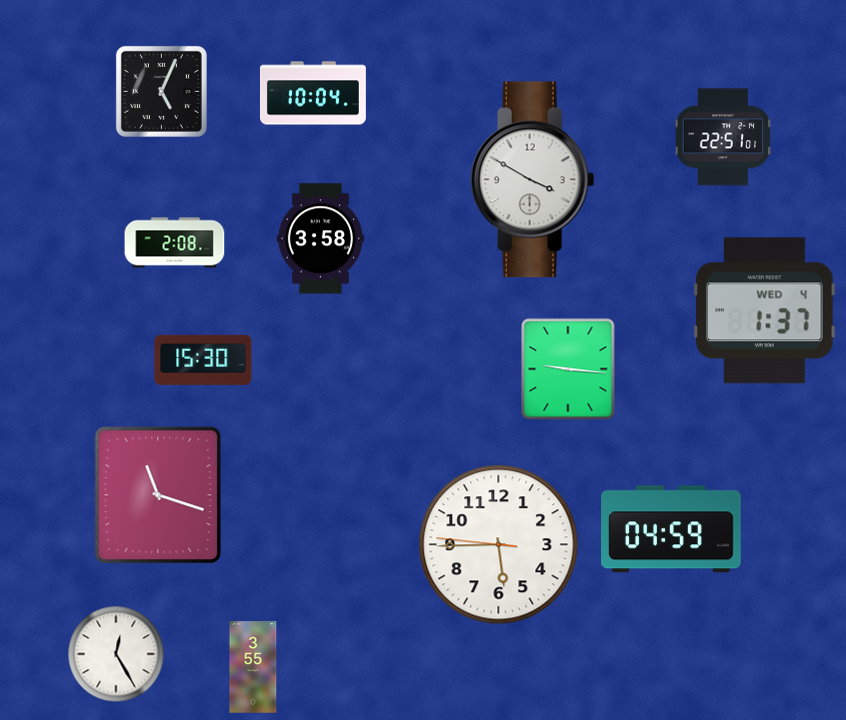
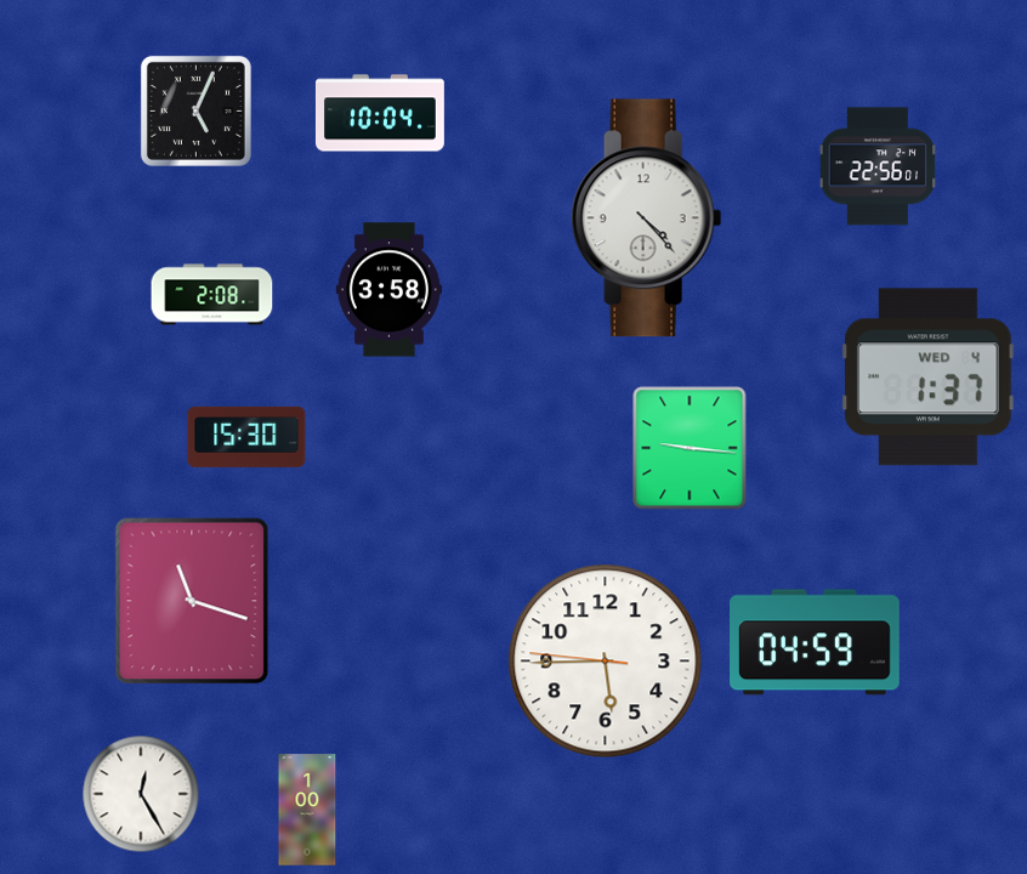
clock at (722, 137): 22:51 -> 22:56
clock at (533, 180): 3:50 -> 4:23
clock at (253, 667): 3:55 -> 1:00
